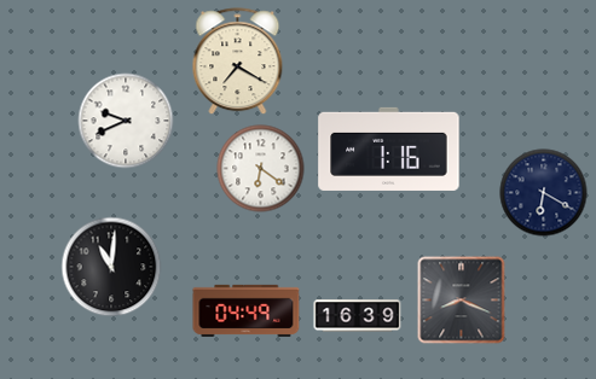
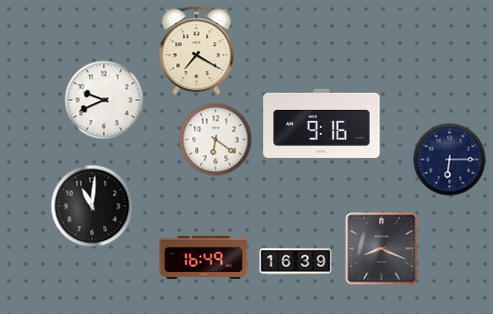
clock at (389, 148): 1:16 -> 9:16
clock at (544, 193): 6:20 -> 6:15
clock at (111, 267) position: (111, 267) -> (92, 206)
clock at (247, 310): 04:49 -> 16:49
